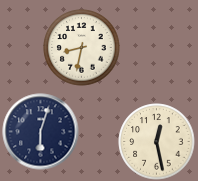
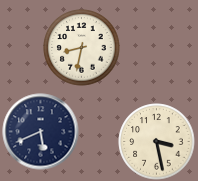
clock at (41, 132): 6:03 -> 5:41
clock at (157, 142): 12:28 -> 3:28
